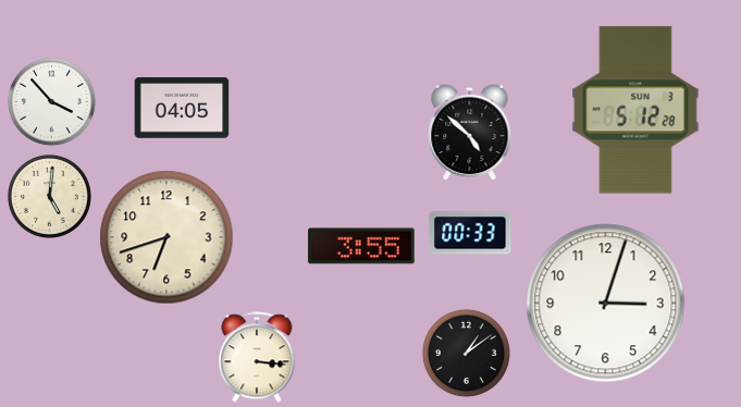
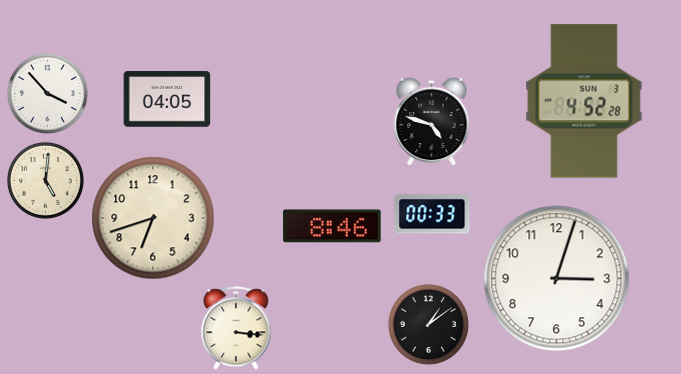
clock at (635, 110): 5:12 -> 4:52
clock at (470, 132): 4:52 -> 4:48
clock at (361, 246): 3:55 -> 8:46
